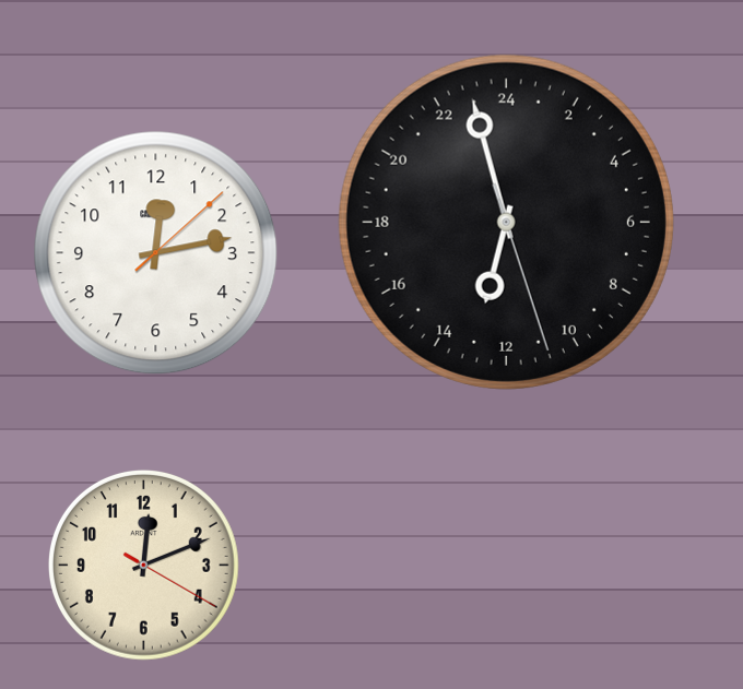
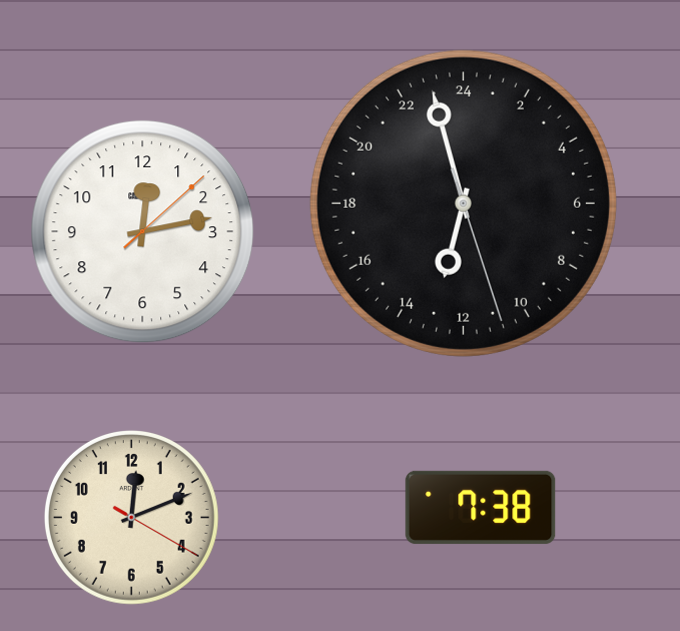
clock at (481, 507): none -> 7:38
